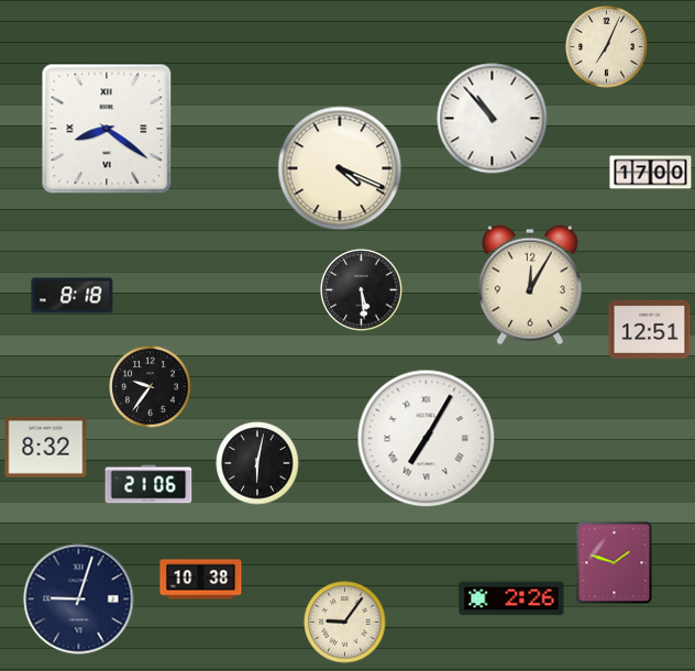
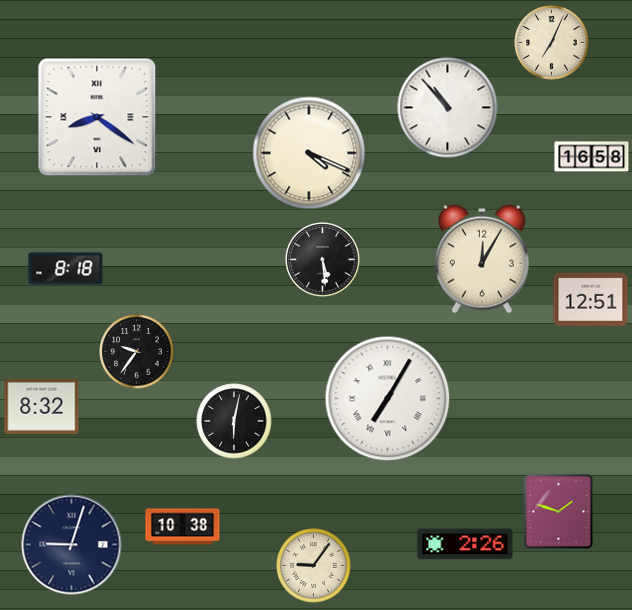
clock at (651, 173): 17:00 -> 16:58
clock at (362, 290) position: (362, 290) -> (323, 260)
clock at (148, 484): 21:06 -> none
